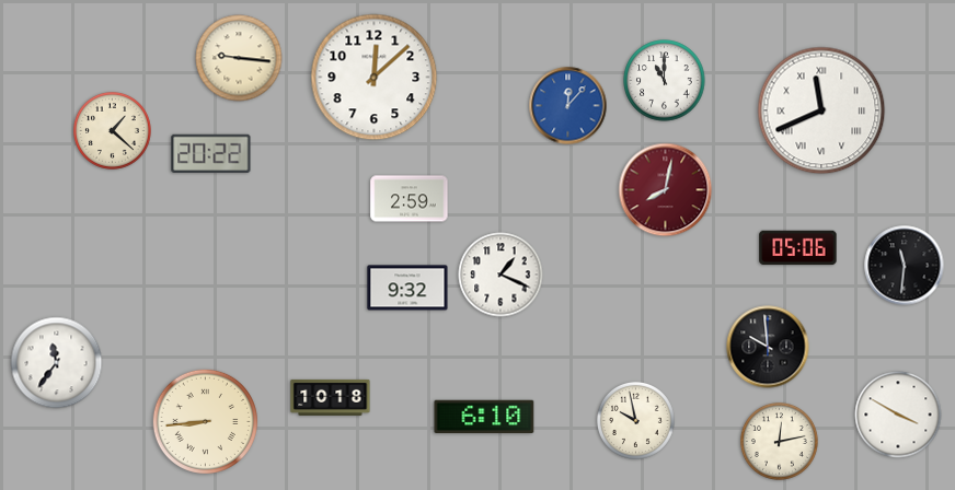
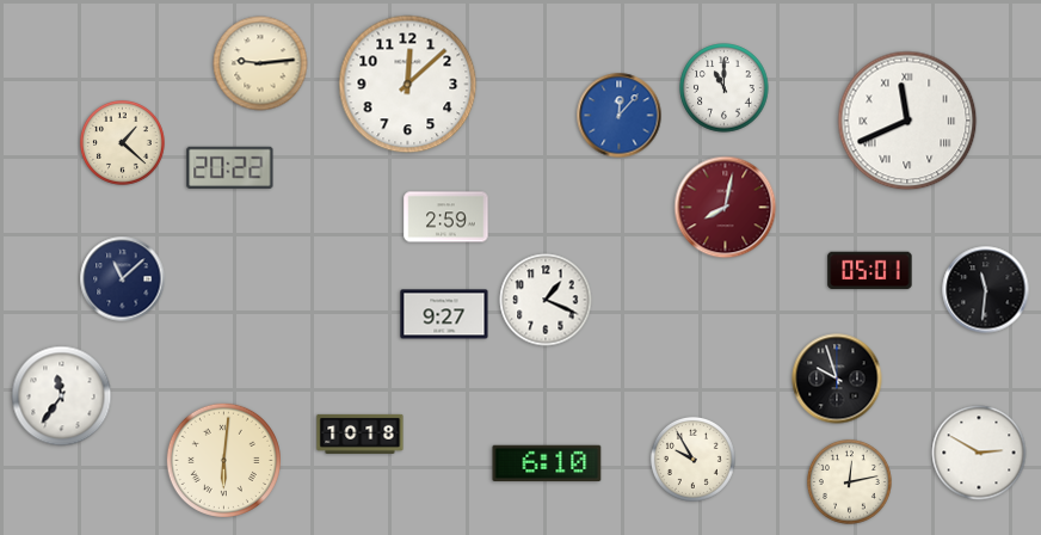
clock at (239, 58): 9:16 -> 9:14
clock at (821, 110) position: (821, 110) -> (907, 121)
clock at (798, 248): 05:06 -> 05:01
clock at (123, 279): none -> 11:08
clock at (407, 288): 9:32 -> 9:27
clock at (768, 347): 9:59 -> 9:57
clock at (898, 415): 3:50 -> 2:50
clock at (484, 417) position: (484, 417) -> (547, 463)
clock at (635, 420): 9:58 -> 9:55
clock at (205, 421): 8:44 -> 6:01
